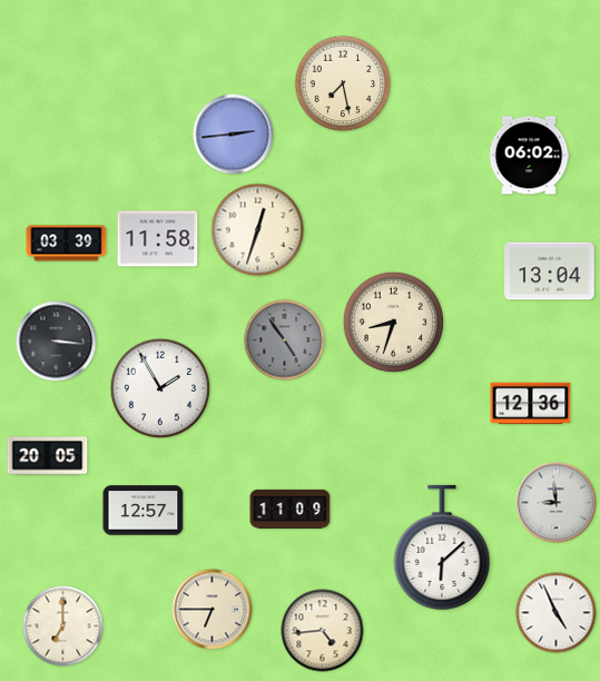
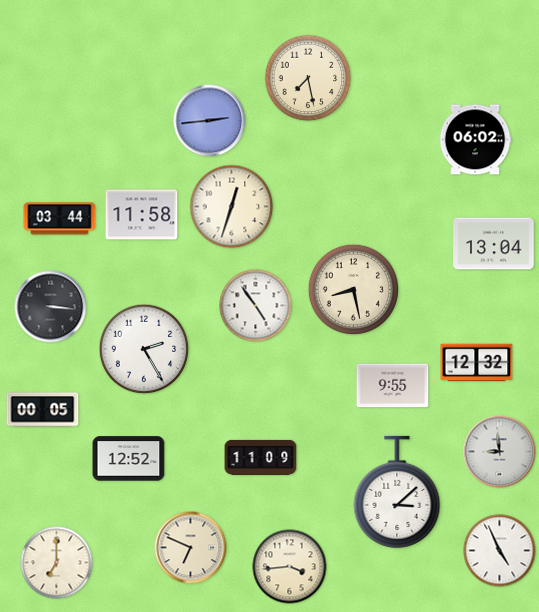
clock at (343, 83) position: (343, 83) -> (308, 78)
clock at (67, 244): 03:39 -> 03:44
clock at (393, 322): 8:33 -> 8:28
clock at (285, 340) dial: grey -> white
clock at (160, 388): 1:55 -> 2:25
clock at (531, 404): 12:36 -> 12:32
clock at (393, 386): none -> 9:55
clock at (48, 456): 20:05 -> 00:05
clock at (144, 511): 12:57 -> 12:52
clock at (442, 547): 6:08 -> 3:08
clock at (213, 610): 6:45 -> 6:49
clock at (323, 631): 4:44 -> 3:44
